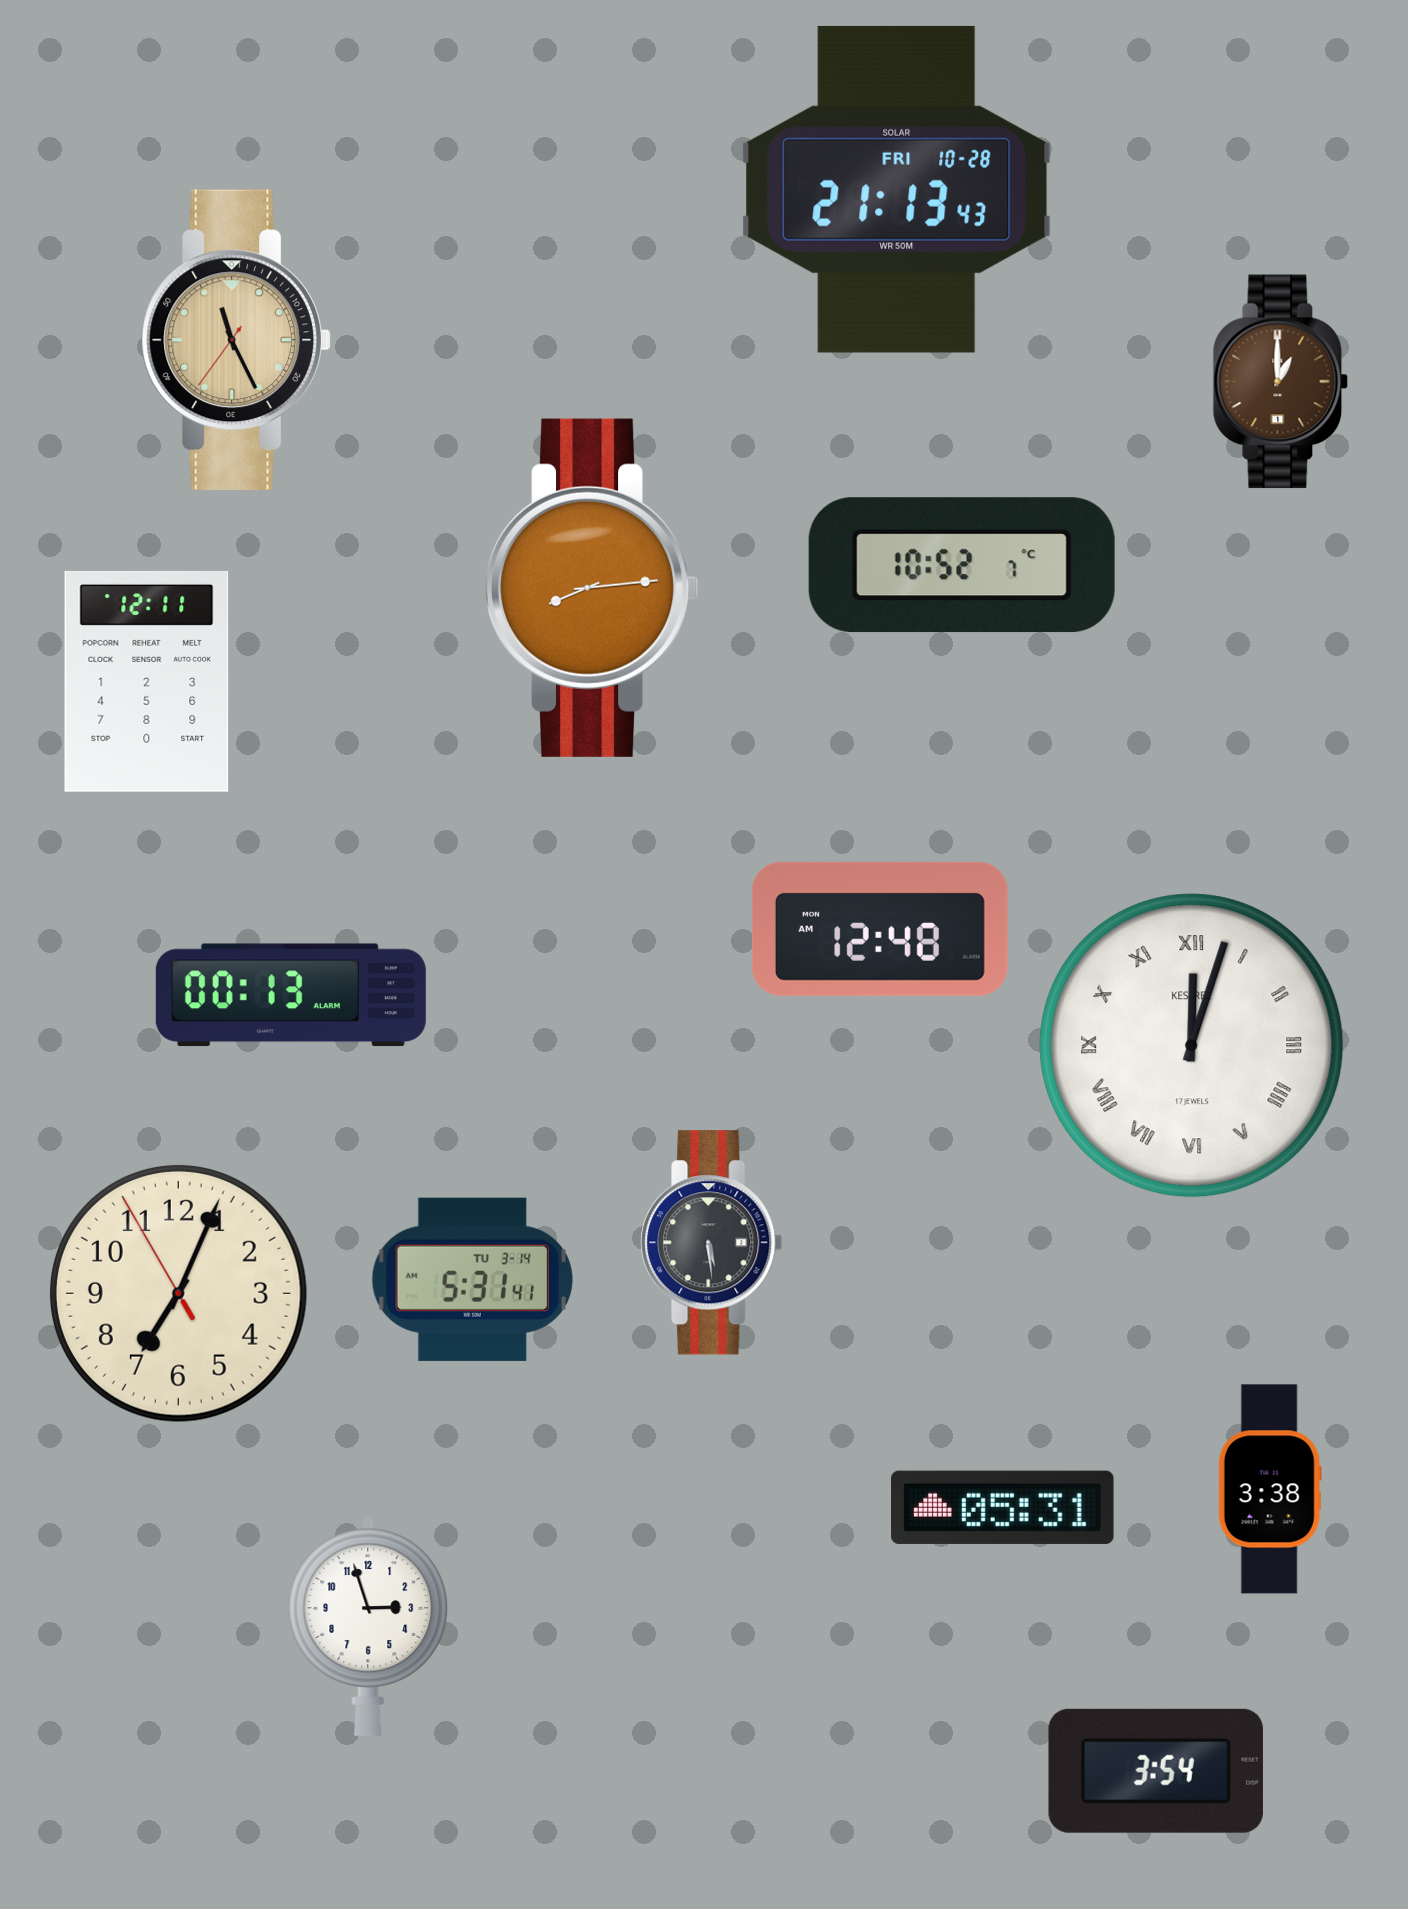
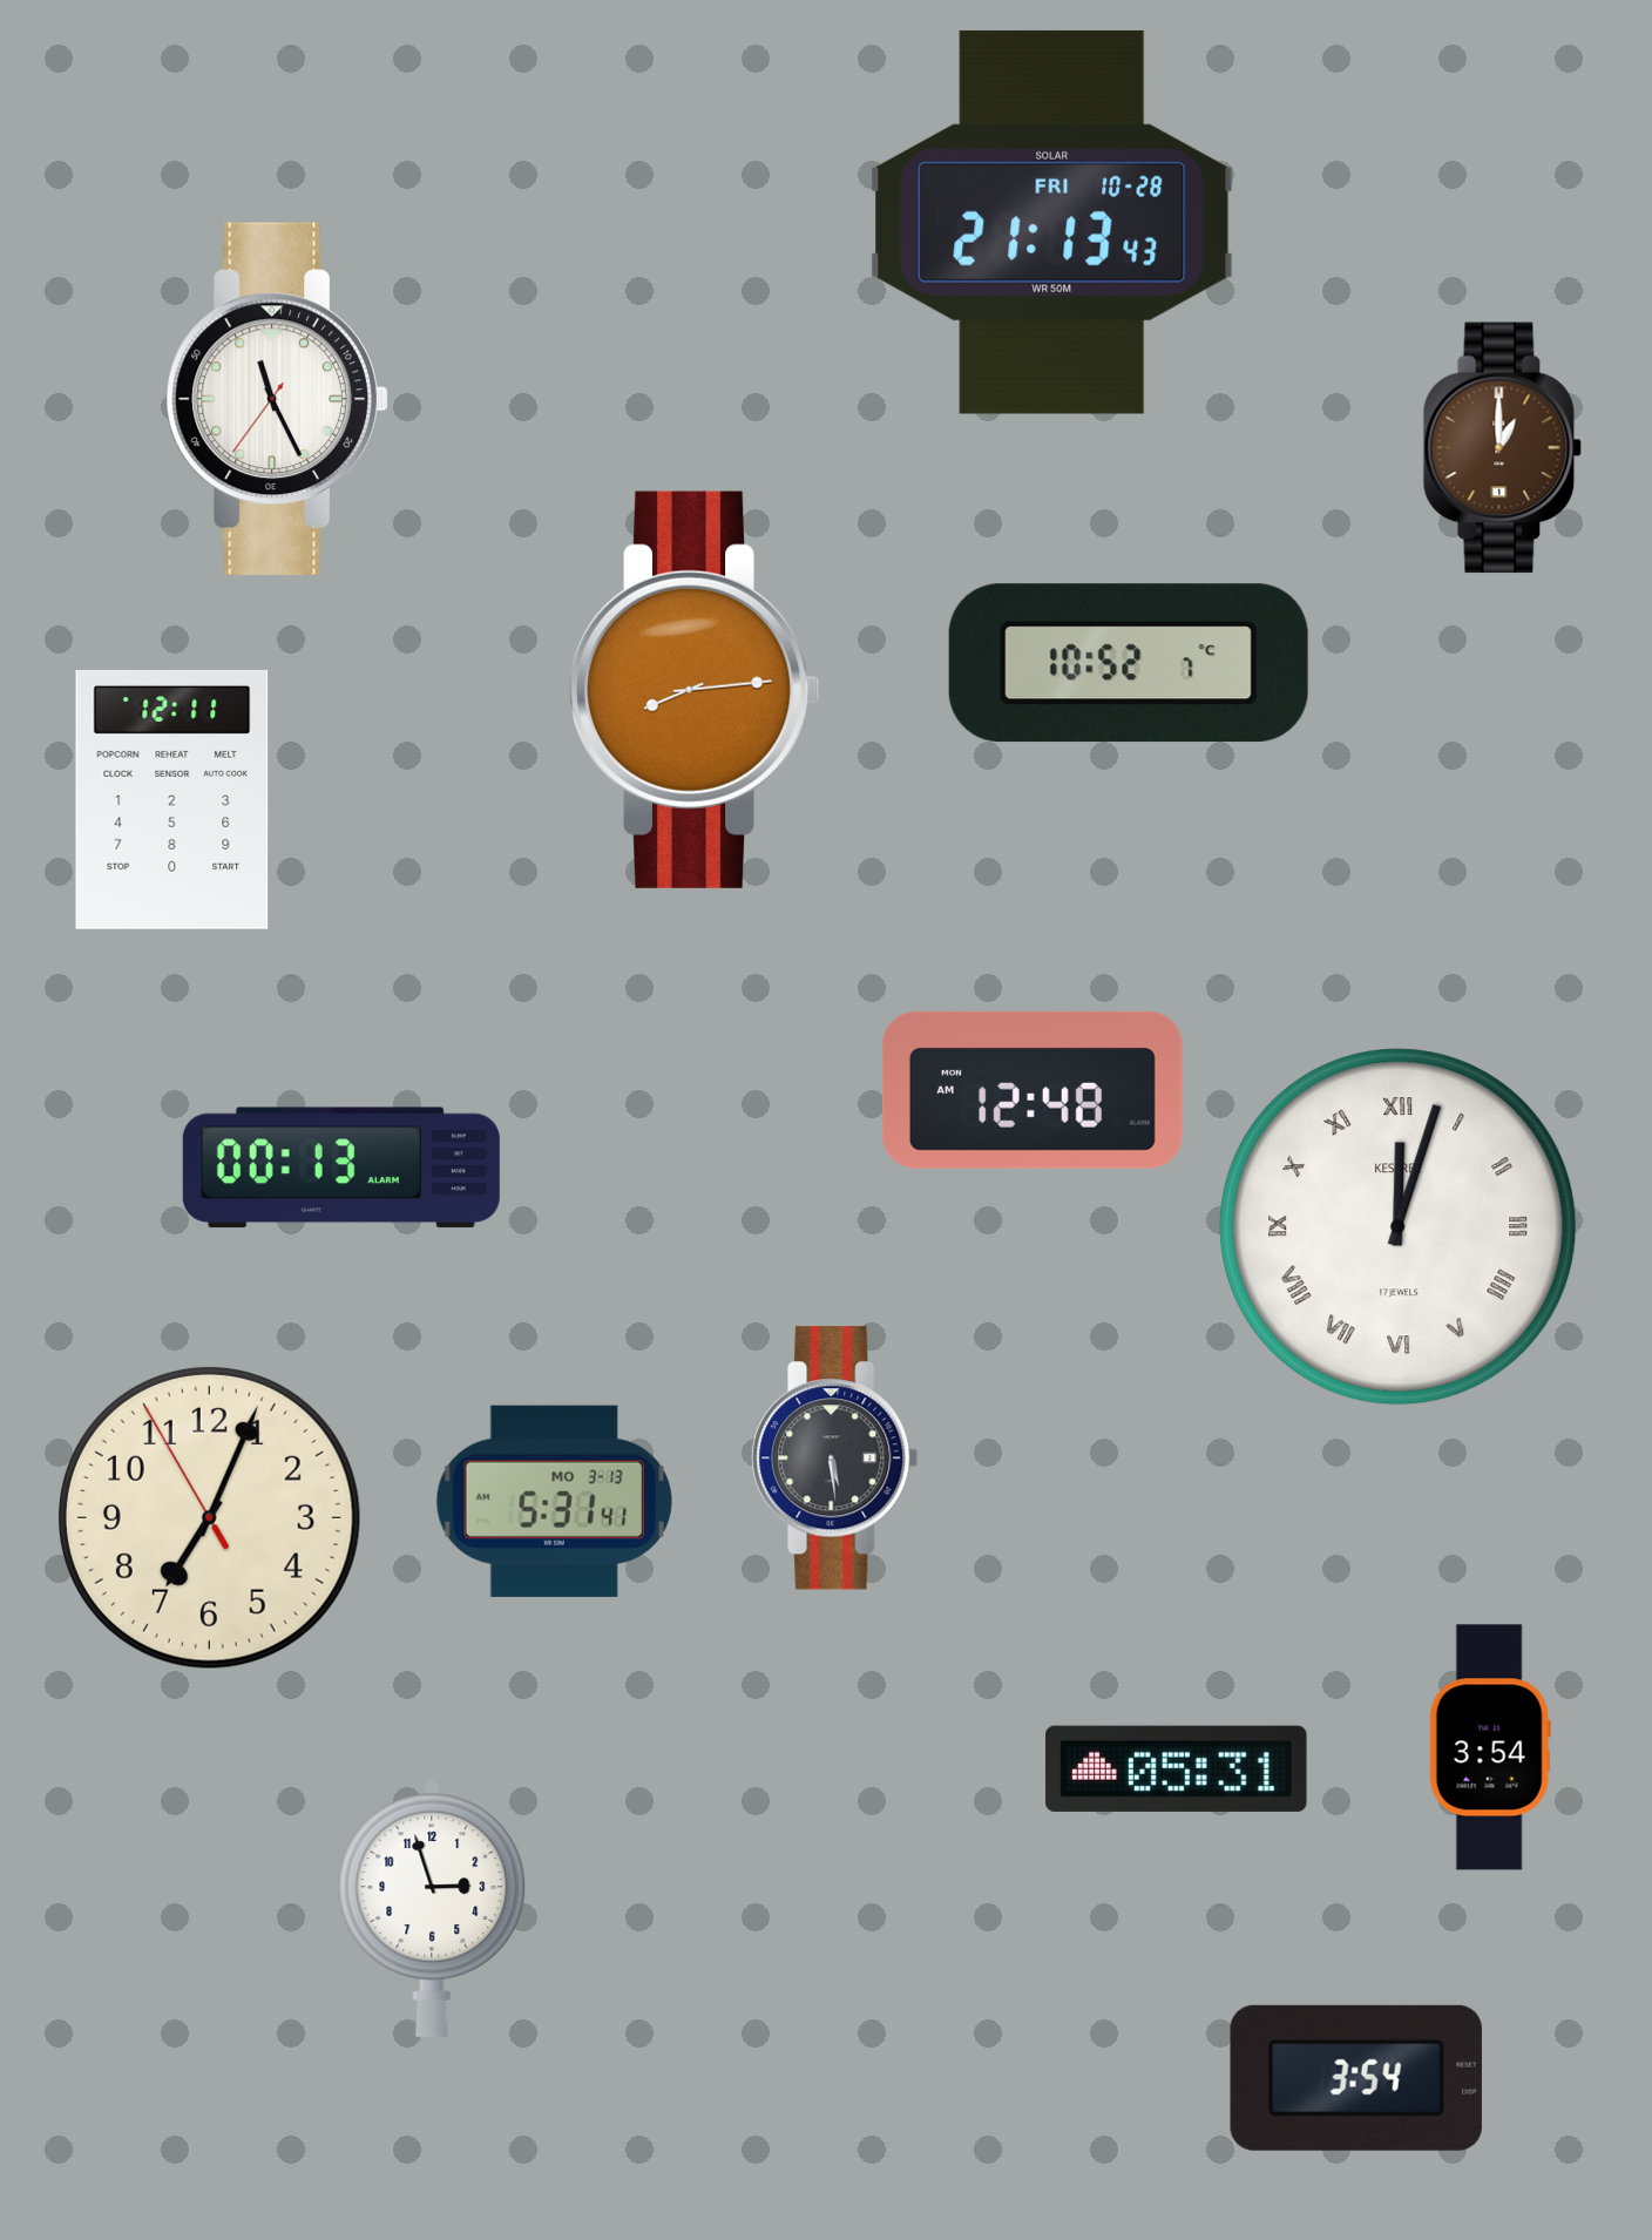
clock at (236, 340) dial: champagne -> white
clock at (472, 1279) date: TU 3-14 -> MO 3-13
clock at (1270, 1489): 3:38 -> 3:54
